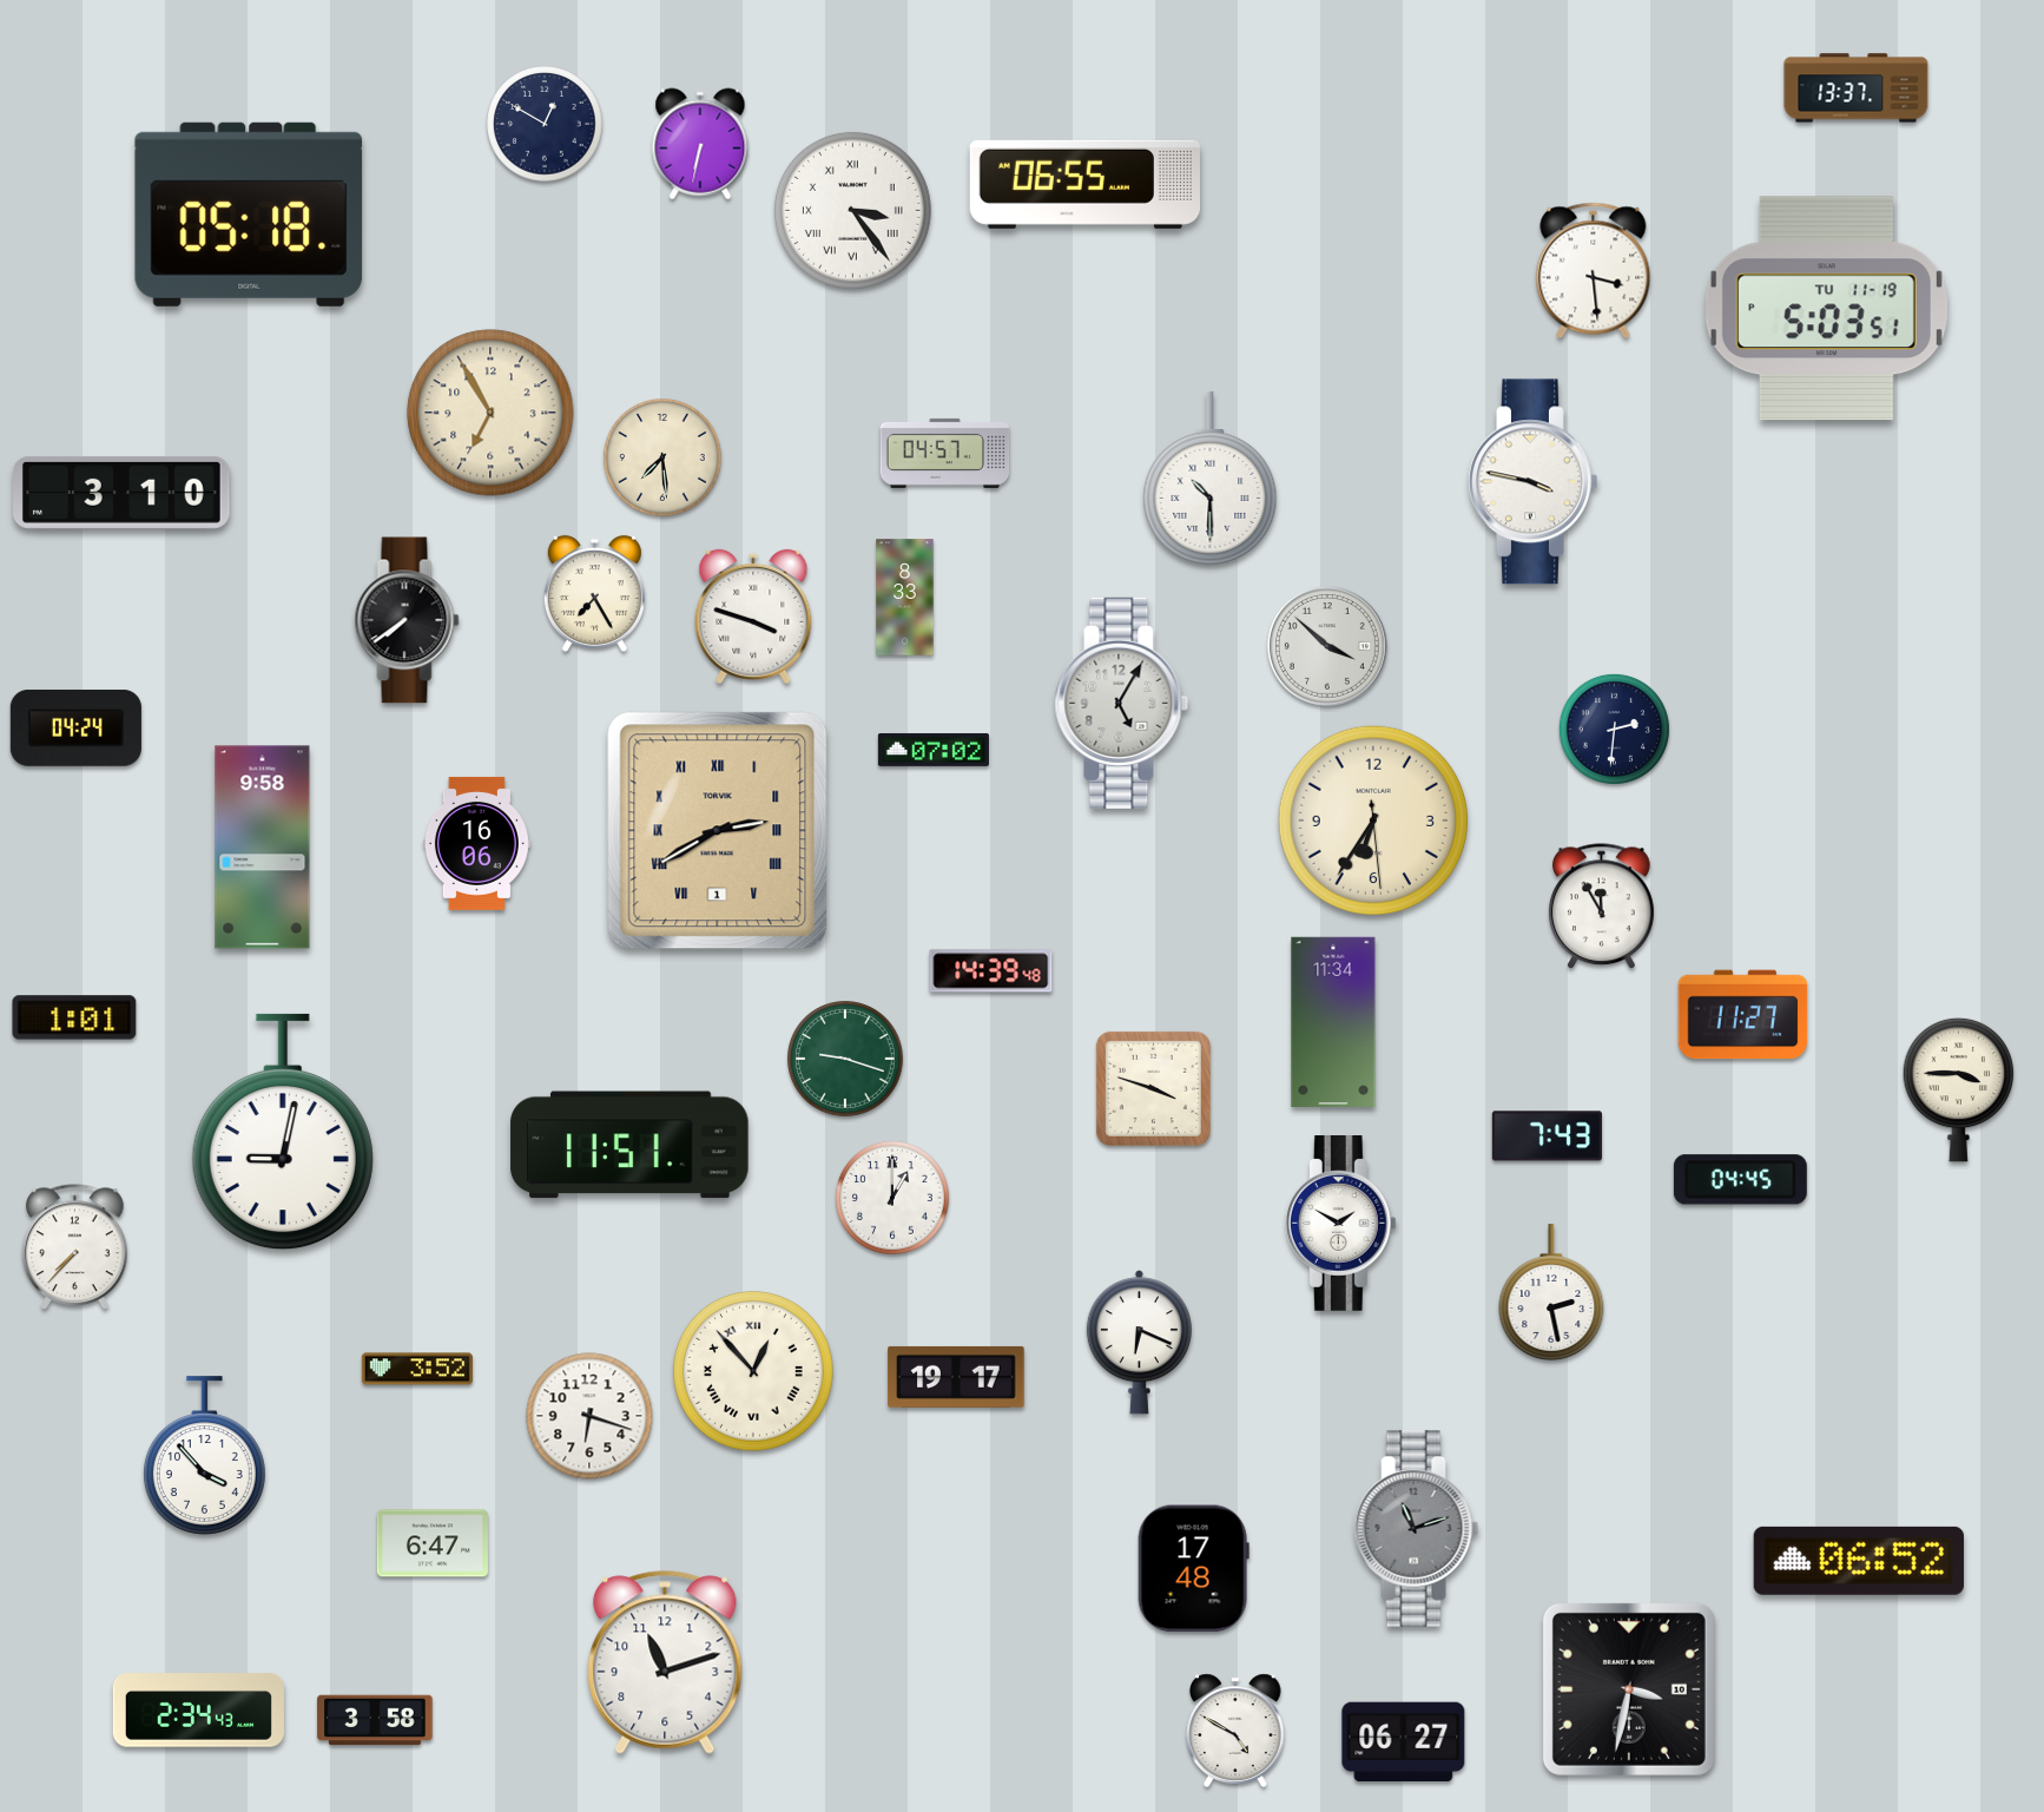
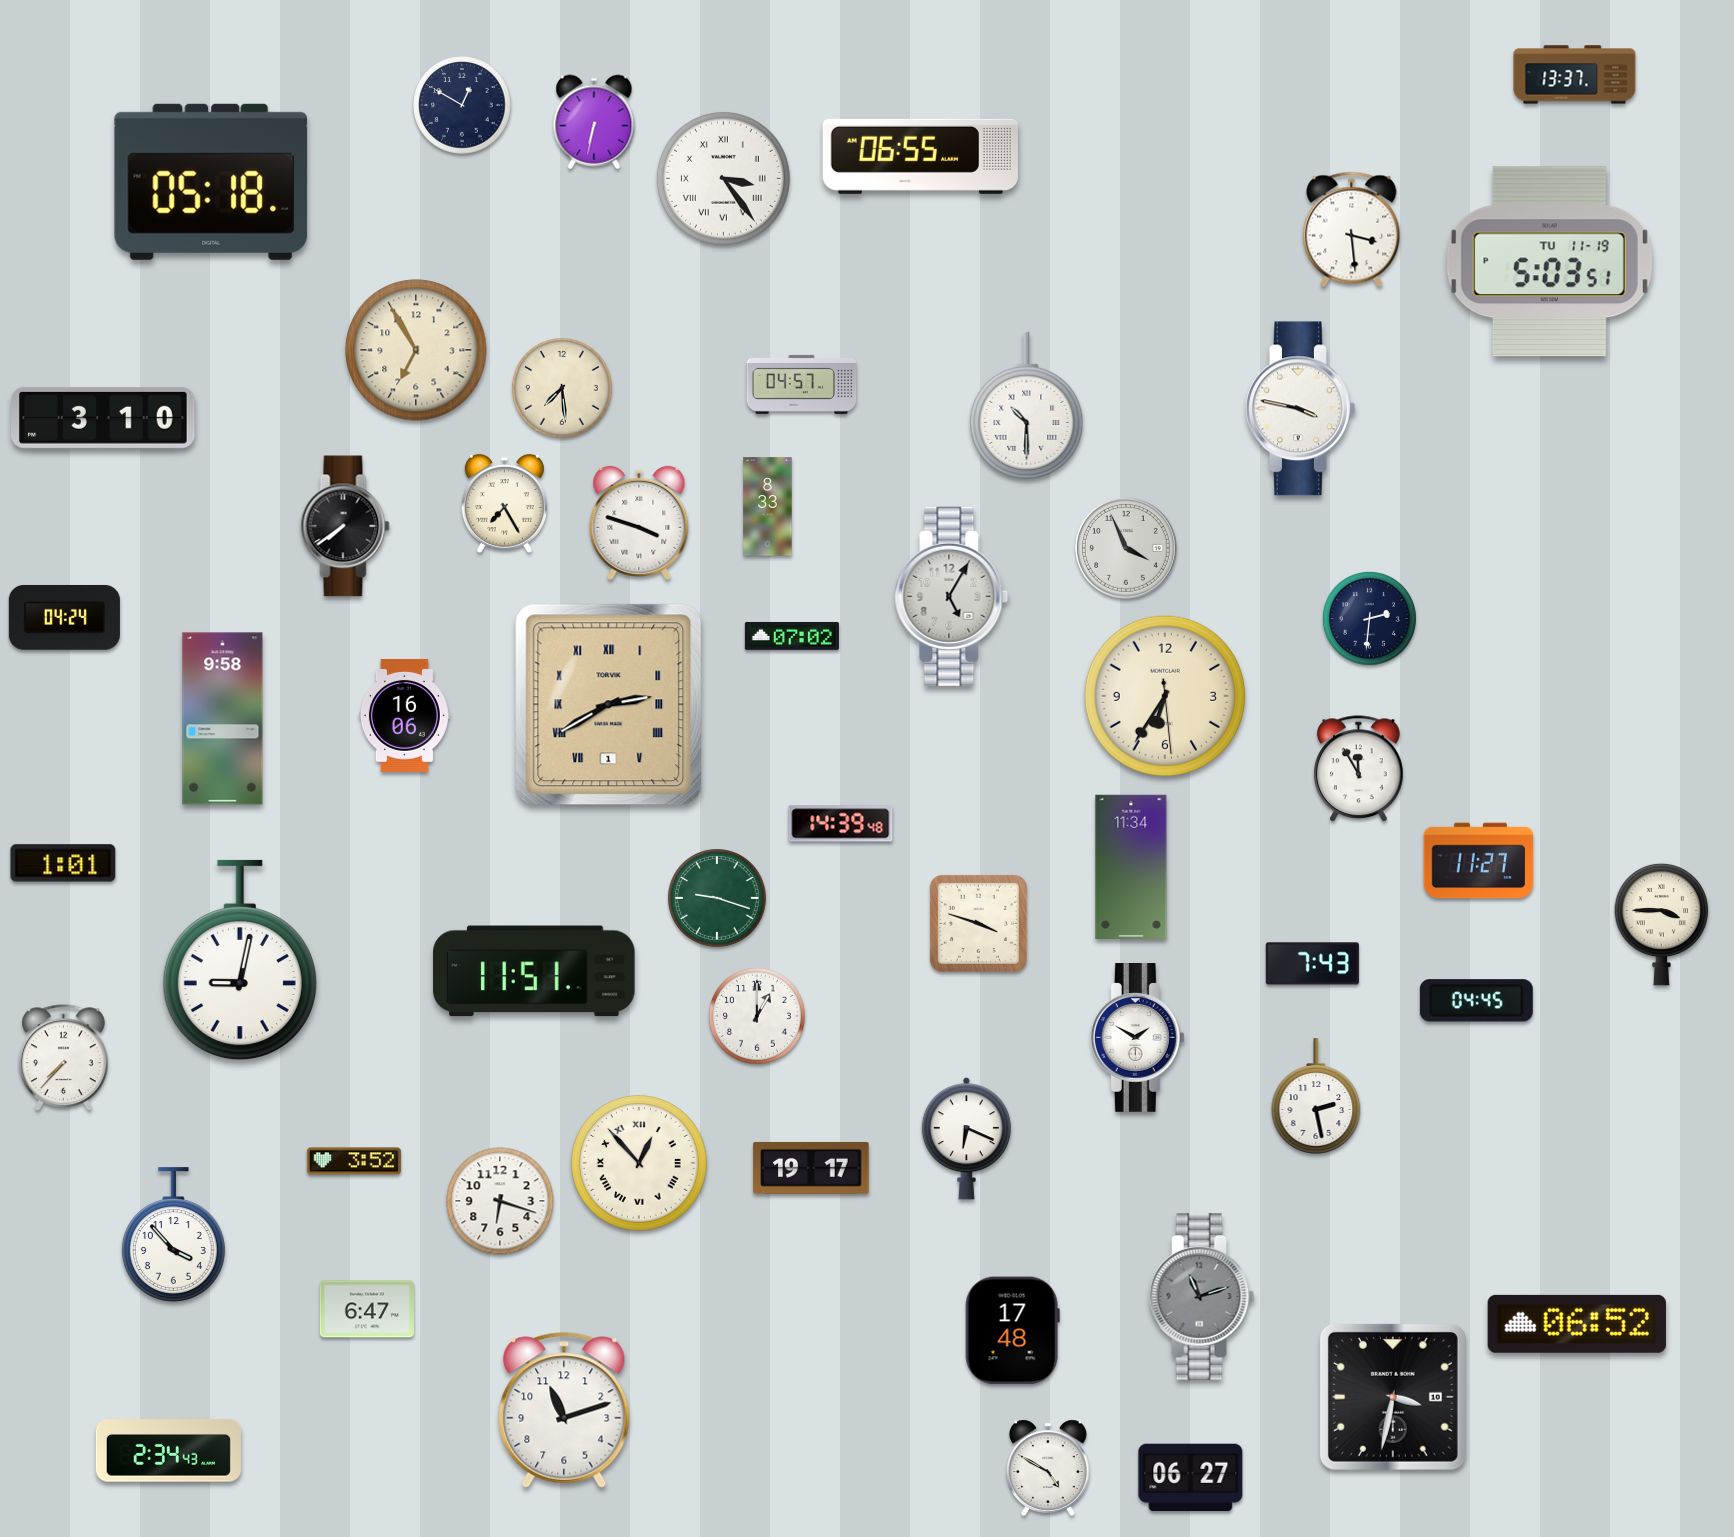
clock at (1327, 646): 3:52 -> 3:56
clock at (1629, 1689) position: (1629, 1689) -> (1393, 1397)
clock at (375, 1720): 3:58 -> none
